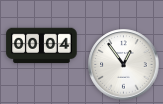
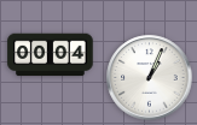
clock at (124, 65): 12:54 -> 1:04
